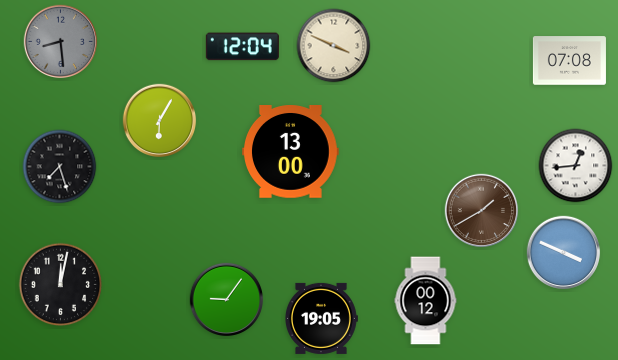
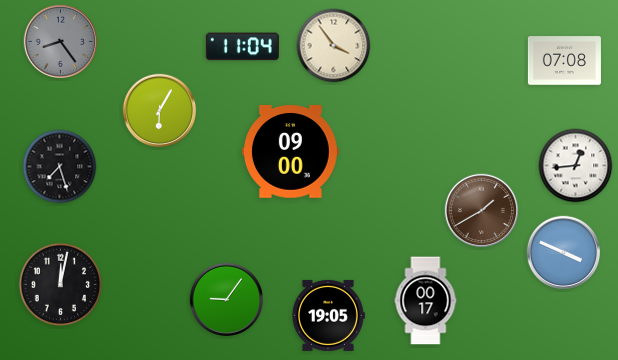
clock at (61, 42): 8:29 -> 8:24
clock at (334, 46): 3:49 -> 3:54
clock at (242, 47): 12:04 -> 11:04
clock at (569, 61) position: (569, 61) -> (564, 61)
clock at (160, 121) position: (160, 121) -> (160, 111)
clock at (291, 152): 13:00 -> 09:00
clock at (426, 301): 00:12 -> 00:17
clock at (322, 318) position: (322, 318) -> (329, 315)
